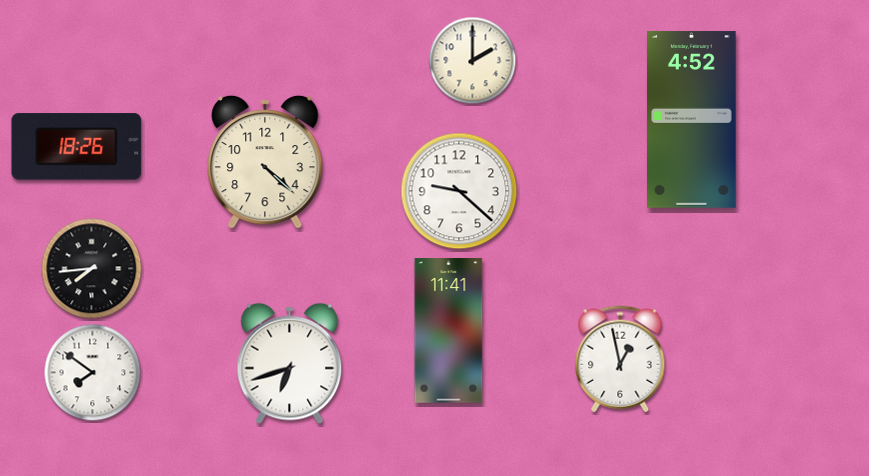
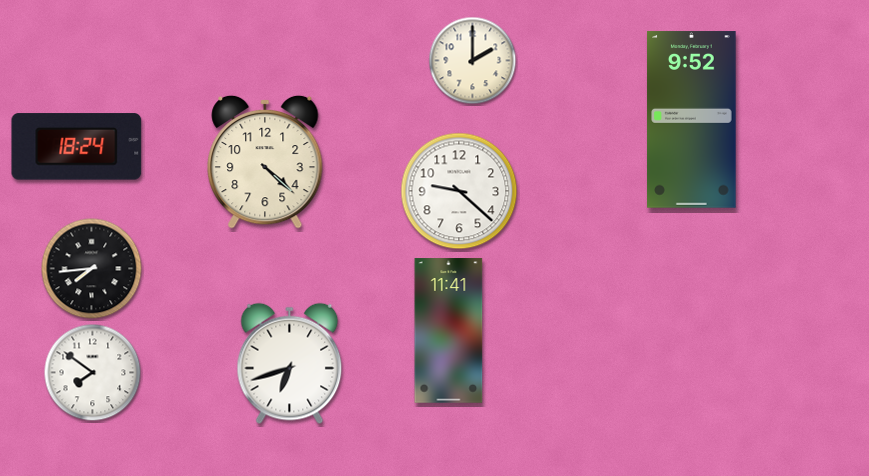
clock at (692, 120): 4:52 -> 9:52
clock at (77, 147): 18:26 -> 18:24
clock at (620, 359): 12:58 -> none
